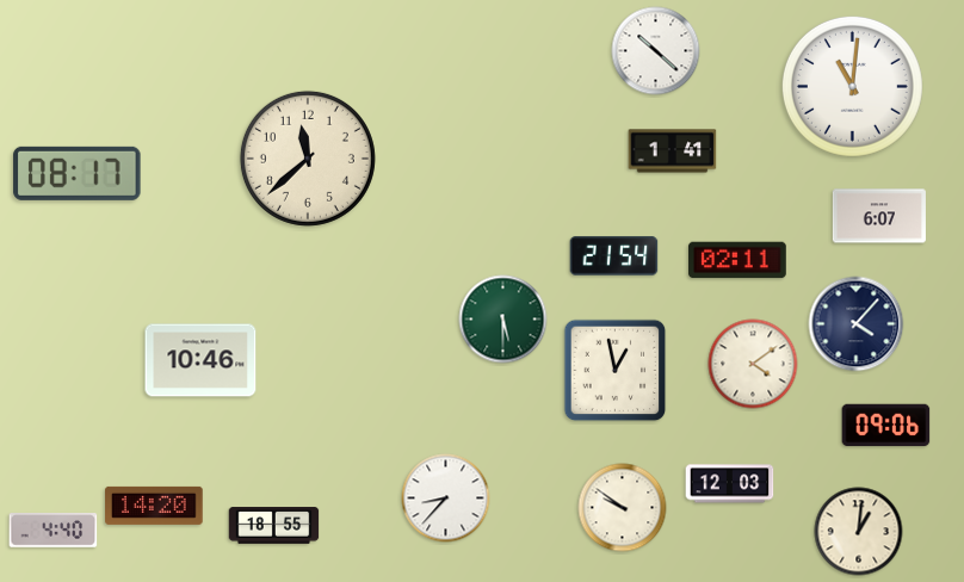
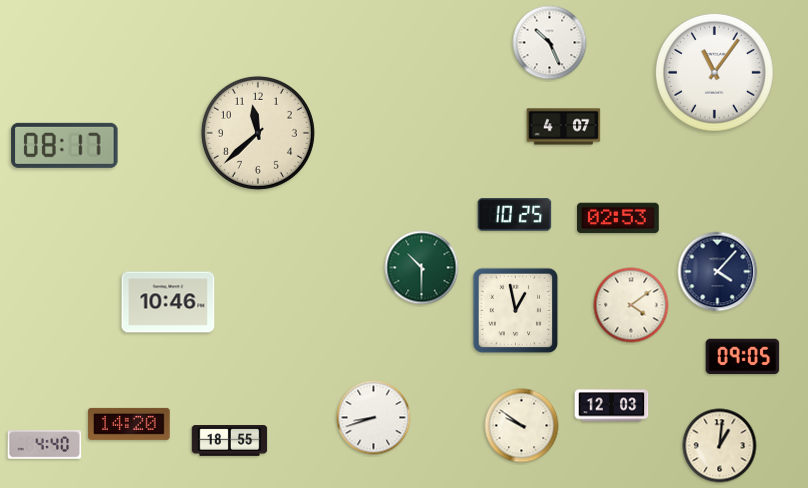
clock at (656, 51): 10:22 -> 10:26
clock at (852, 86): 11:01 -> 11:06
clock at (673, 151): 1:41 -> 4:07
clock at (879, 216): 6:07 -> none
clock at (614, 256): 21:54 -> 10:25
clock at (737, 260): 02:11 -> 02:53
clock at (503, 320): 5:30 -> 10:30
clock at (886, 426): 09:06 -> 09:05
clock at (446, 499): 8:37 -> 8:42
